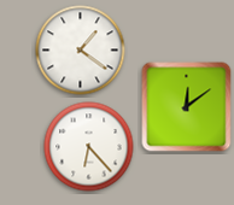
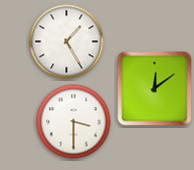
clock at (81, 51): 1:21 -> 1:25
clock at (89, 147): 6:23 -> 3:30
